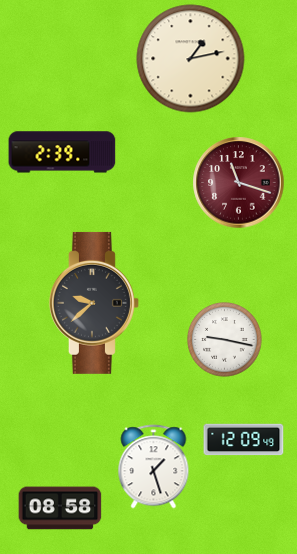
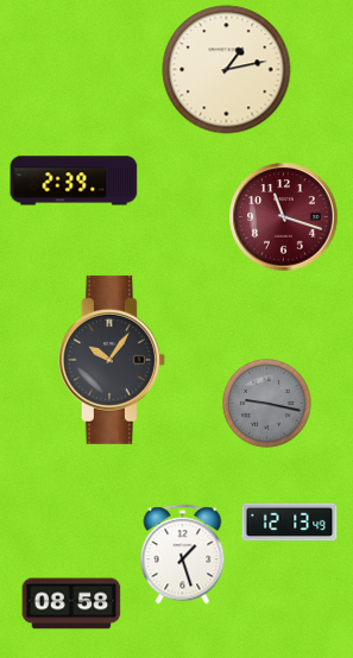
clock at (94, 303): 9:38 -> 10:06
clock at (225, 340) dial: white -> grey
clock at (244, 440): 12:09 -> 12:13
